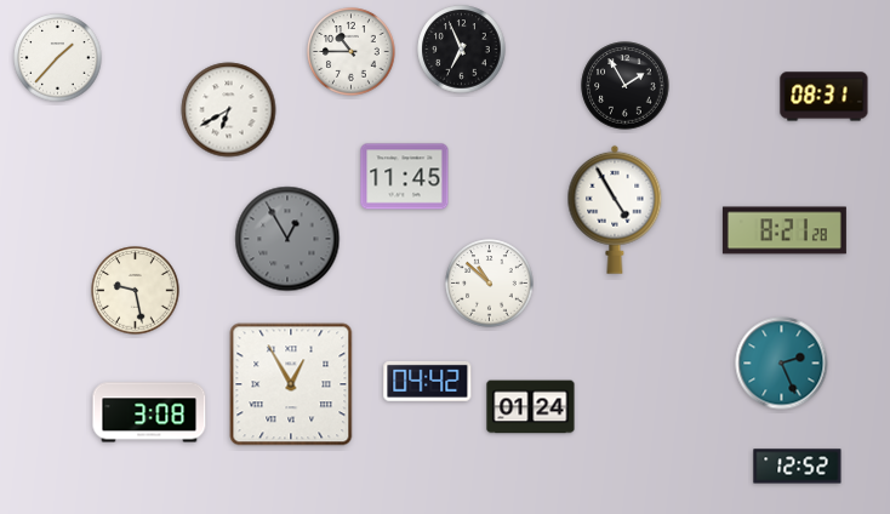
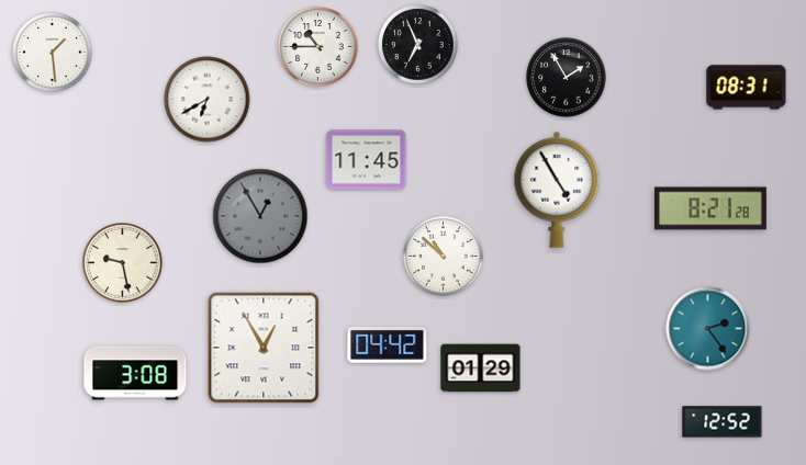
clock at (58, 58): 1:37 -> 1:29
clock at (782, 364): 2:26 -> 2:24
clock at (531, 407): 01:24 -> 01:29
